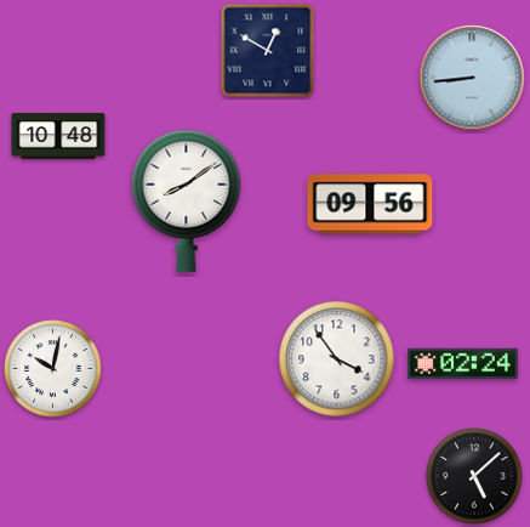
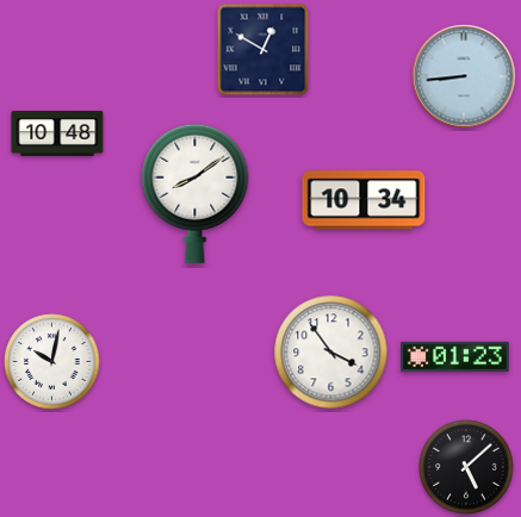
clock at (187, 200) position: (187, 200) -> (196, 193)
clock at (370, 204): 09:56 -> 10:34
clock at (463, 364): 02:24 -> 01:23
